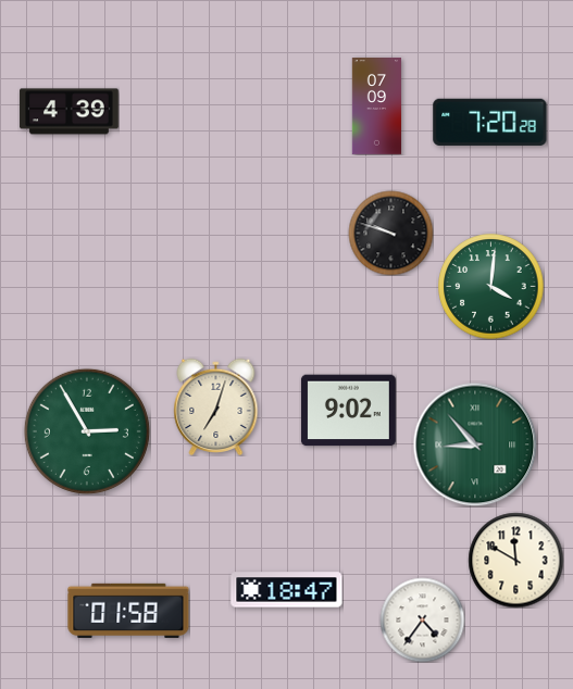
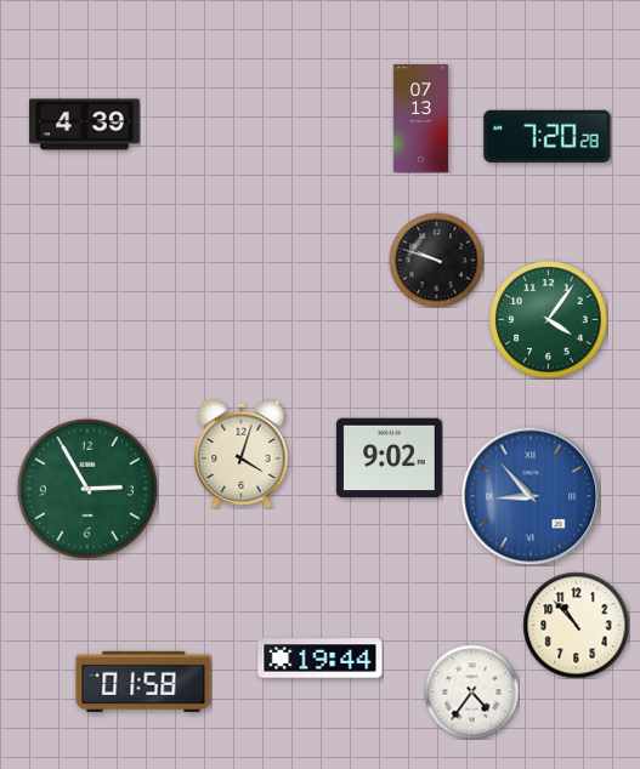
clock at (377, 107): 07:09 -> 07:13
clock at (70, 112) position: (70, 112) -> (85, 125)
clock at (491, 287): 4:01 -> 4:06
clock at (216, 406): 7:03 -> 4:03
clock at (87, 431) position: (87, 431) -> (87, 489)
clock at (475, 444) dial: green -> blue
clock at (515, 560): 11:50 -> 10:53
clock at (287, 590): 18:47 -> 19:44
